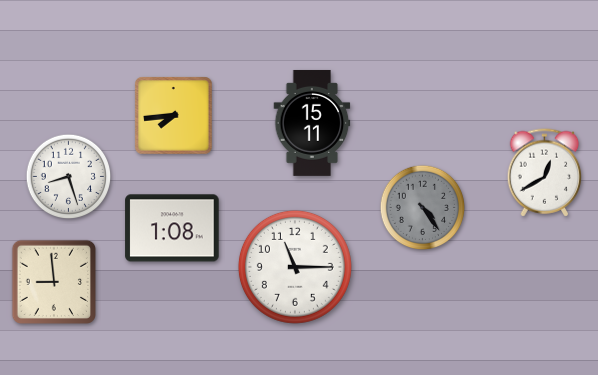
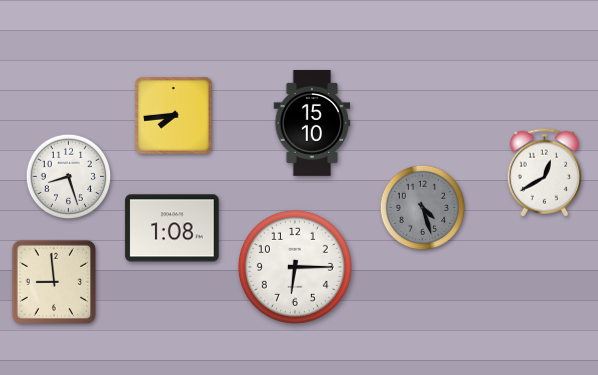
clock at (312, 123): 15:11 -> 15:10
clock at (423, 208): 4:24 -> 4:27
clock at (295, 267): 11:15 -> 6:15
